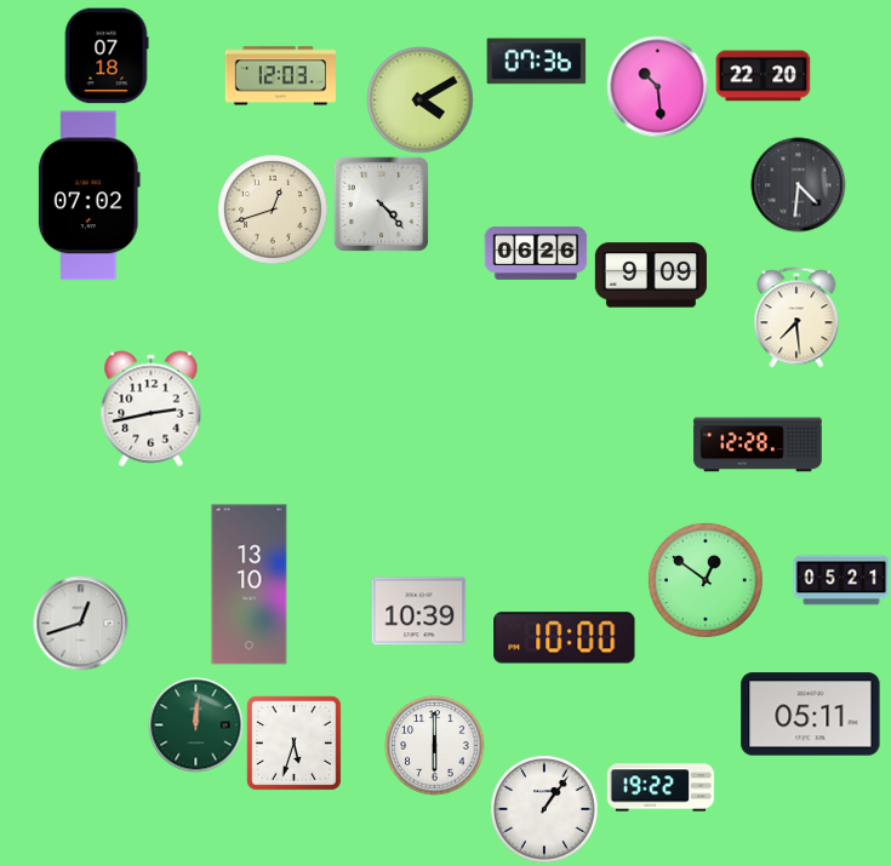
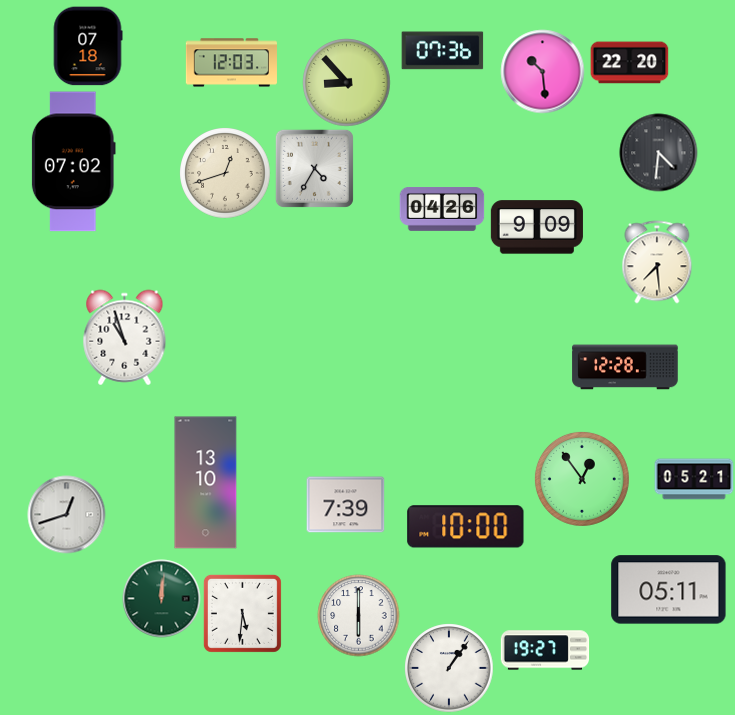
clock at (419, 99): 4:10 -> 8:53
clock at (381, 203): 4:23 -> 4:35
clock at (536, 254): 06:26 -> 04:26
clock at (152, 408): 2:43 -> 10:57
clock at (706, 580): 12:51 -> 12:54
clock at (418, 612): 10:39 -> 7:39
clock at (293, 742): 5:33 -> 5:31
clock at (661, 787): 19:22 -> 19:27
